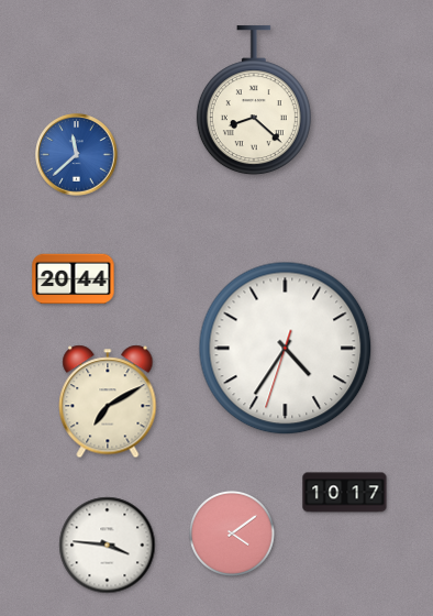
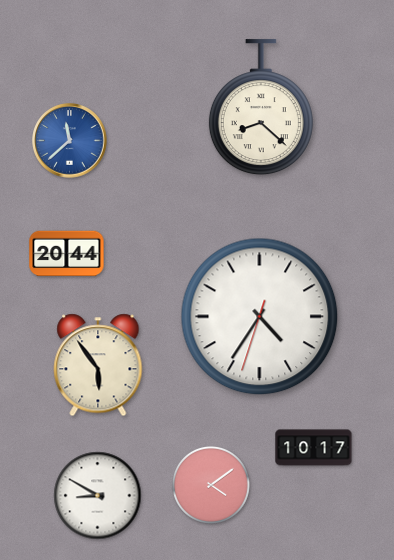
clock at (254, 101) position: (254, 101) -> (261, 108)
clock at (108, 402): 7:10 -> 5:54
clock at (108, 546): 3:46 -> 8:50
